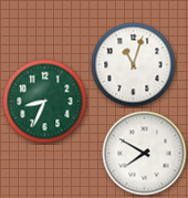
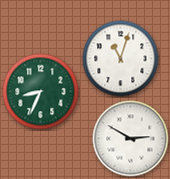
clock at (145, 154): 7:50 -> 2:50
